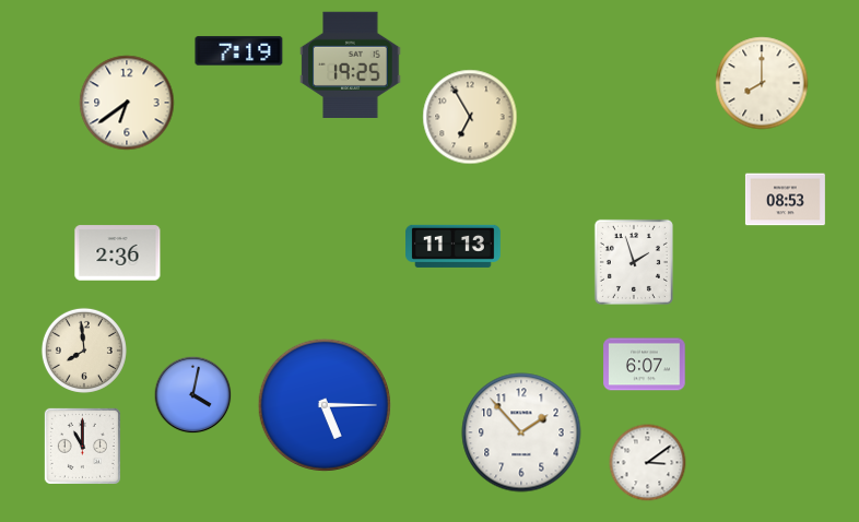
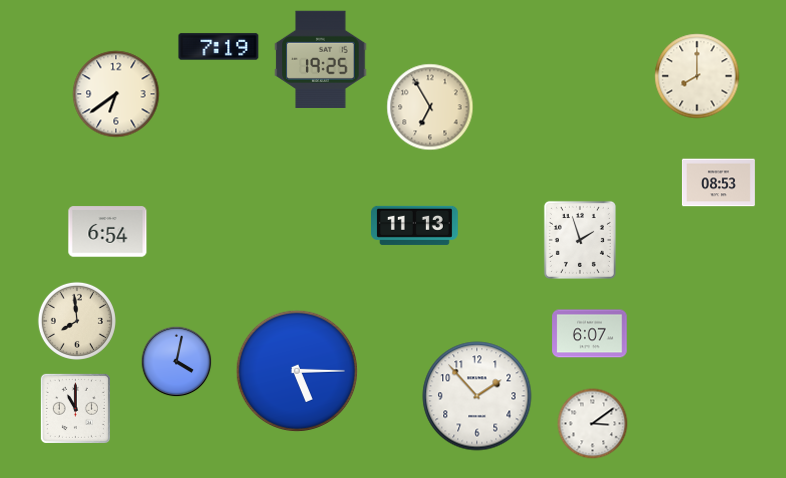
clock at (118, 253): 2:36 -> 6:54
